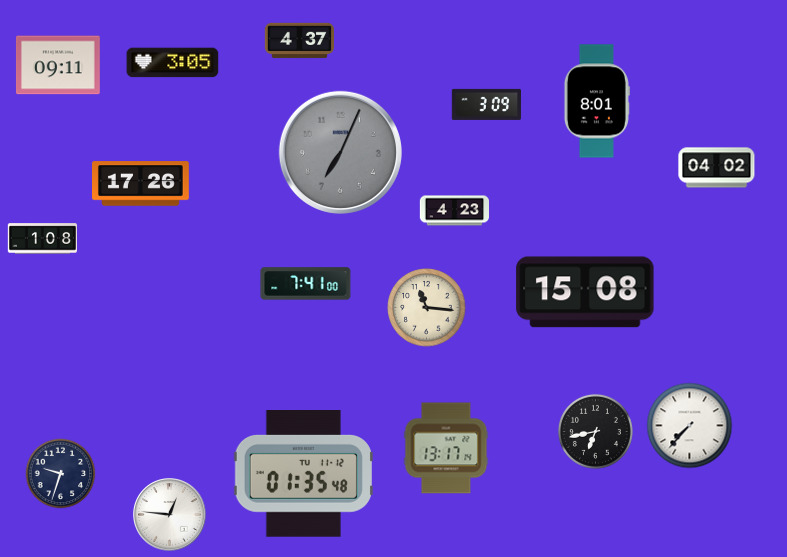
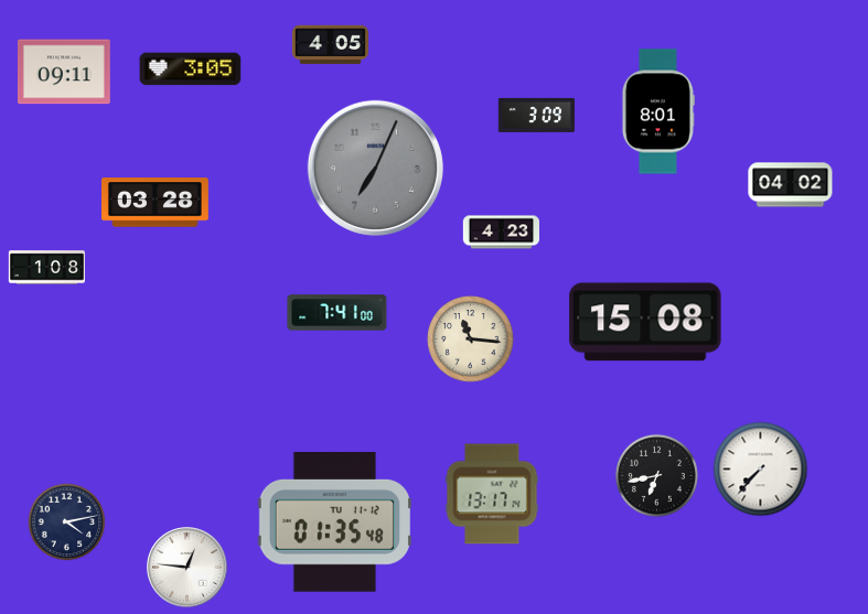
clock at (300, 41): 4:37 -> 4:05
clock at (141, 184): 17:26 -> 03:28
clock at (42, 239) position: (42, 239) -> (46, 268)
clock at (61, 474): 9:33 -> 4:13
